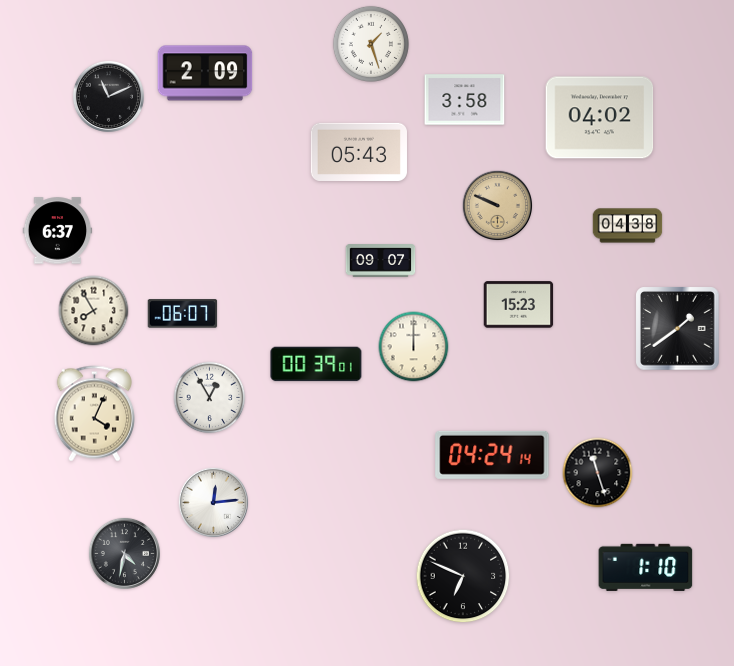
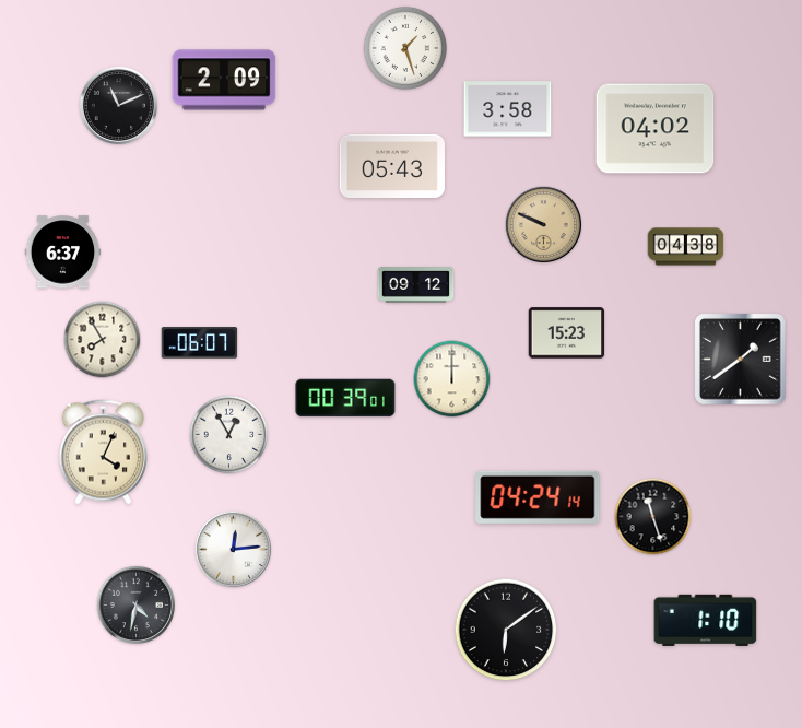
clock at (381, 261): 09:07 -> 09:12
clock at (463, 576): 6:49 -> 6:09
